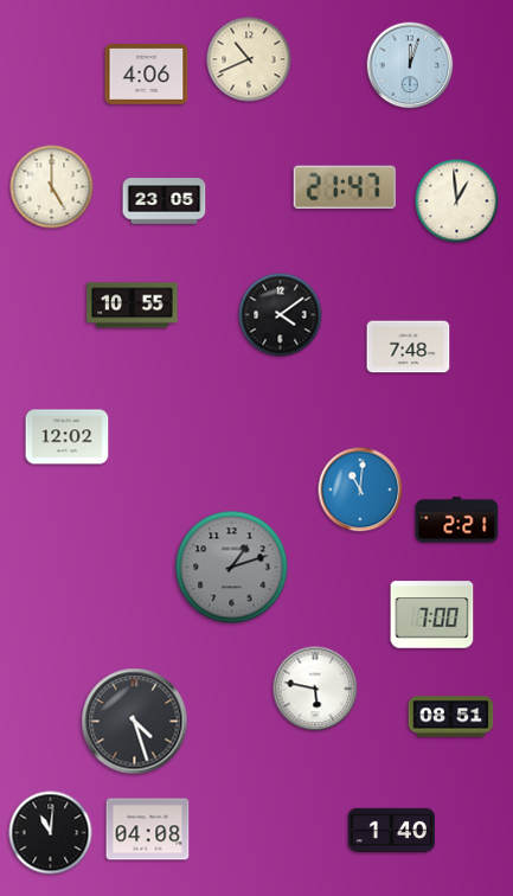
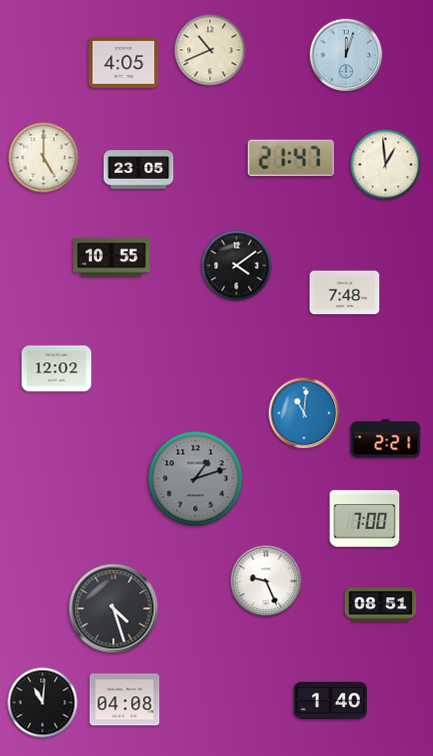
clock at (147, 75): 4:06 -> 4:05
clock at (457, 201) position: (457, 201) -> (386, 165)
clock at (315, 689): 5:47 -> 9:26
